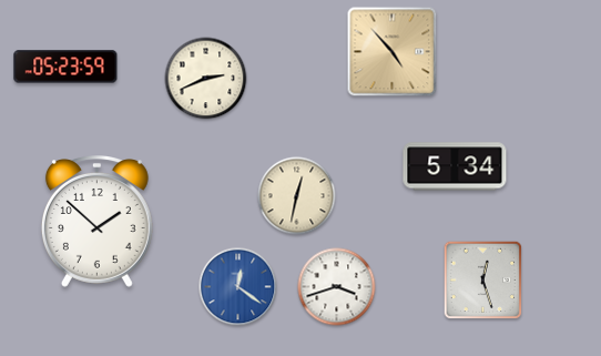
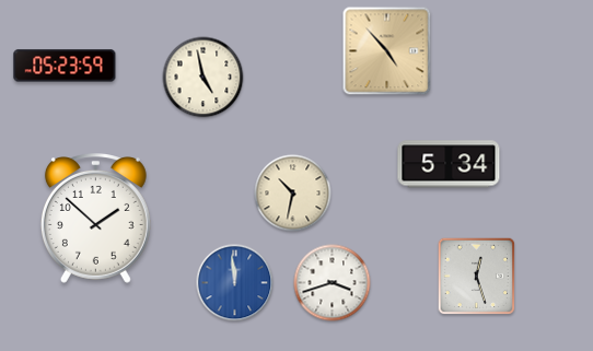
clock at (206, 79): 2:41 -> 4:58
clock at (297, 196): 12:32 -> 10:32
clock at (238, 287): 12:21 -> 11:59
